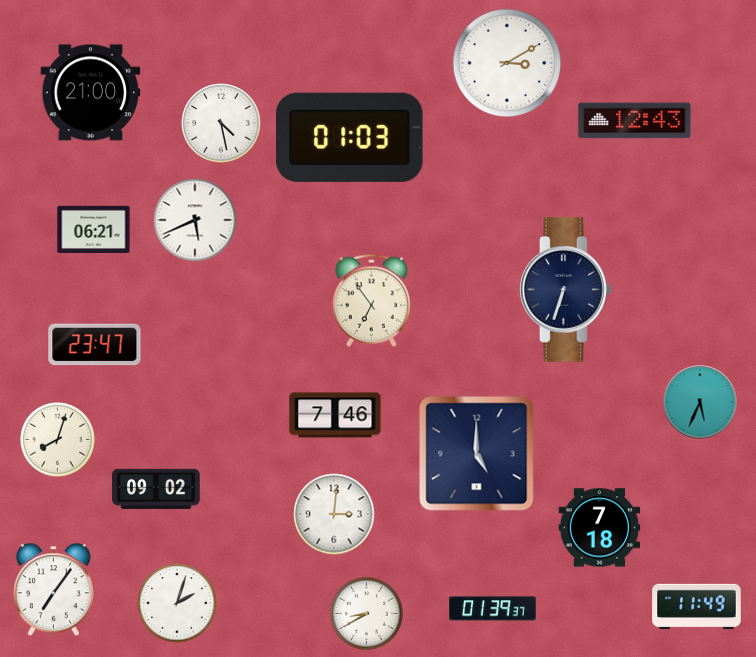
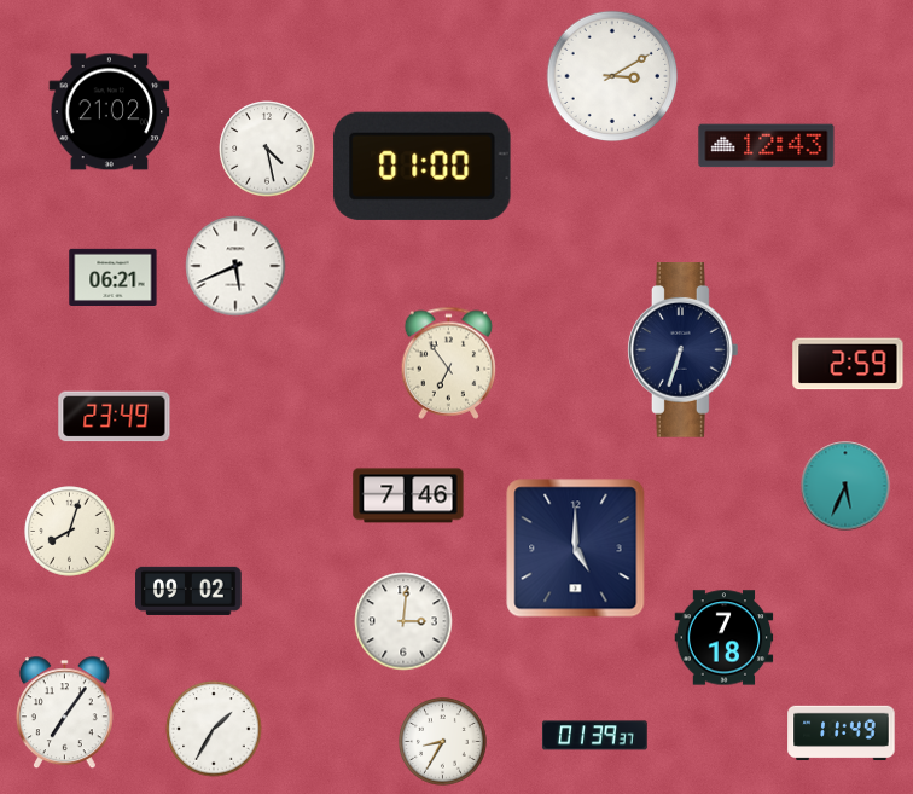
clock at (91, 93): 21:00 -> 21:02
clock at (350, 137): 01:03 -> 01:00
clock at (848, 364): none -> 2:59
clock at (95, 345): 23:47 -> 23:49
clock at (335, 415) position: (335, 415) -> (408, 495)
clock at (177, 603): 2:03 -> 1:35
clock at (367, 614): 8:40 -> 8:35
